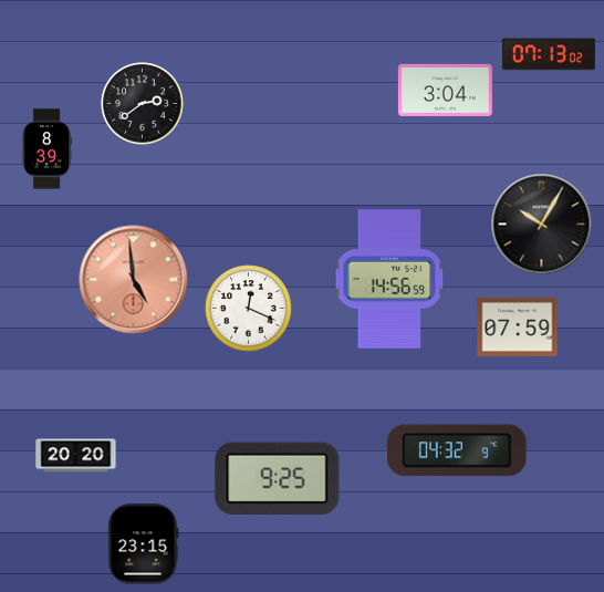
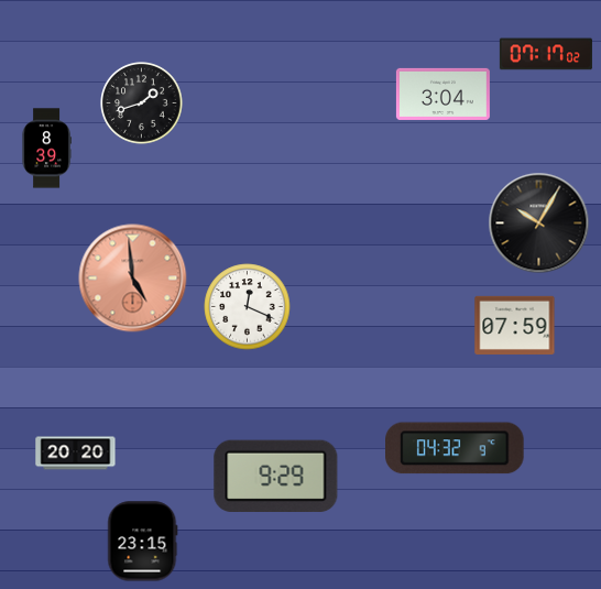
clock at (549, 54): 07:13 -> 07:17
clock at (445, 90) position: (445, 90) -> (442, 94)
clock at (143, 104): 2:39 -> 1:42
clock at (389, 279): 14:56 -> none
clock at (278, 479): 9:25 -> 9:29
